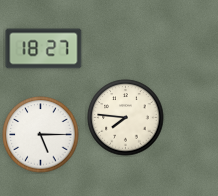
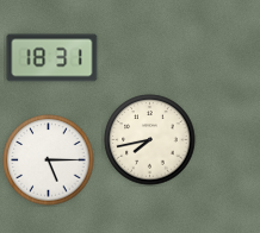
clock at (44, 49): 18:27 -> 18:31
clock at (126, 118): 7:46 -> 7:43
